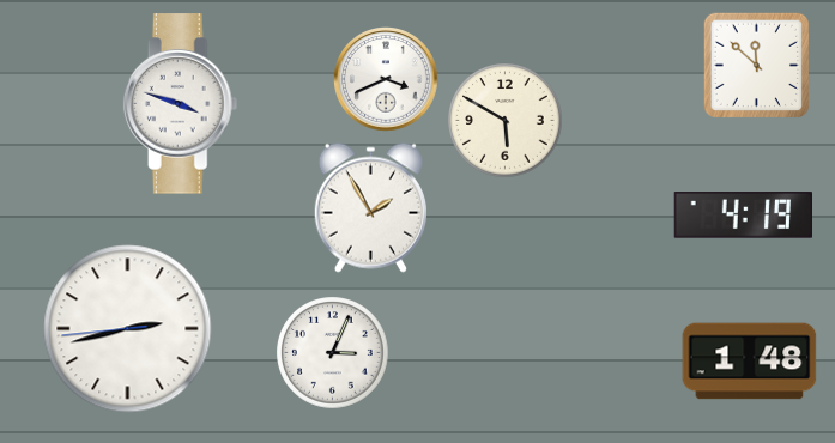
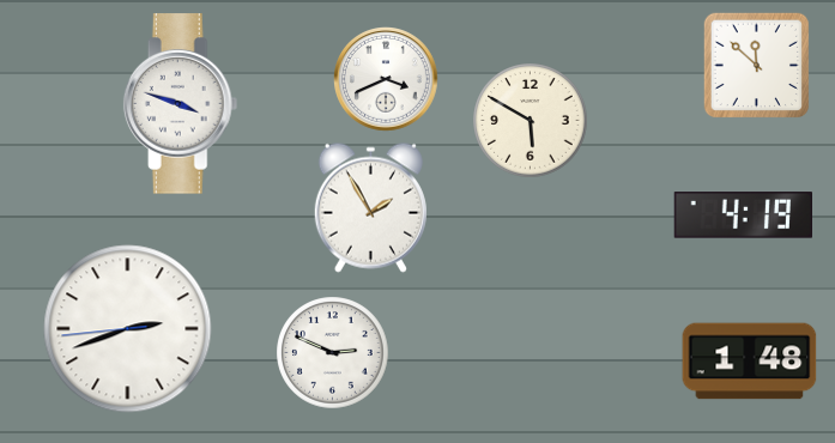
clock at (506, 121) position: (506, 121) -> (531, 121)
clock at (128, 329): 2:42 -> 2:41
clock at (333, 353): 3:04 -> 2:49
